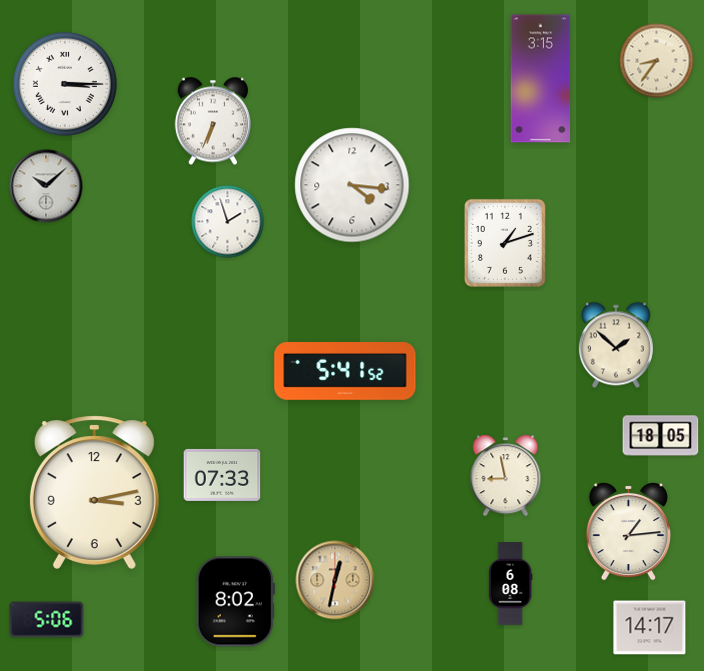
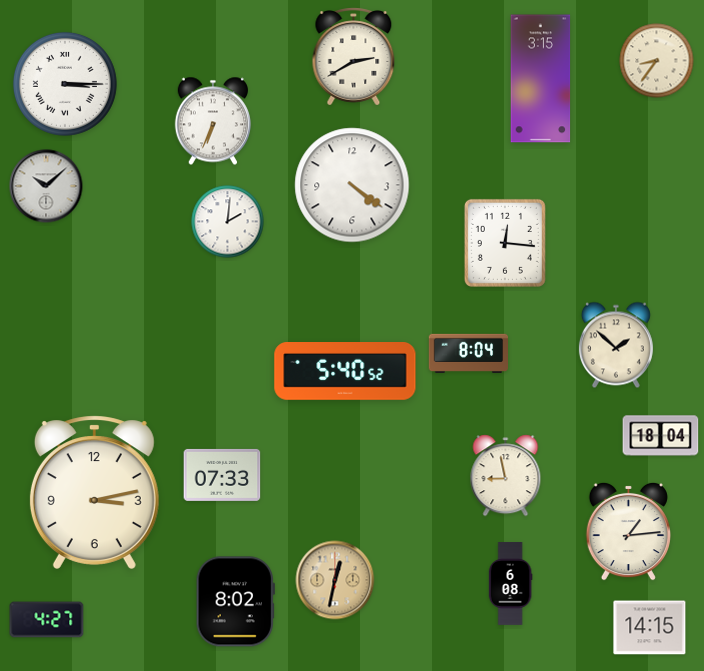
clock at (354, 57): none -> 2:40
clock at (352, 185): 4:16 -> 4:21
clock at (228, 222): 1:57 -> 2:01
clock at (505, 243): 1:12 -> 12:16
clock at (468, 353): none -> 8:04
clock at (345, 372): 5:41 -> 5:40
clock at (661, 436): 18:05 -> 18:04
clock at (47, 620): 5:06 -> 4:27
clock at (650, 628): 14:17 -> 14:15
